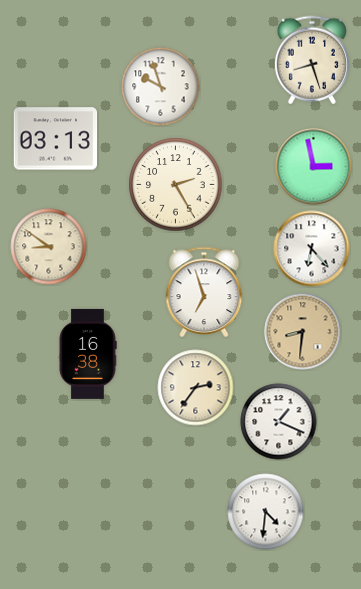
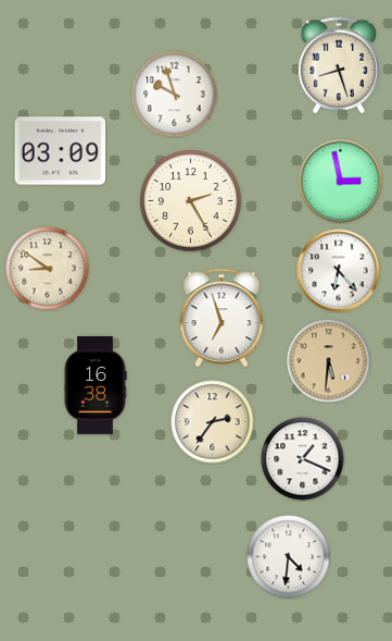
clock at (56, 139): 03:13 -> 03:09
clock at (49, 247) position: (49, 247) -> (48, 269)
clock at (303, 332): 8:31 -> 5:31
